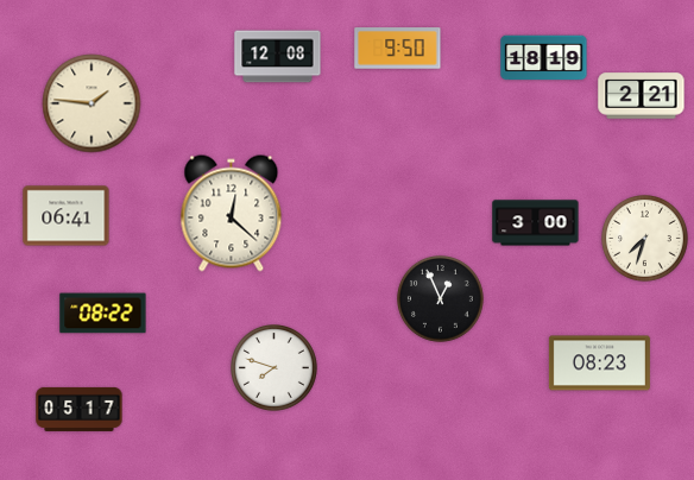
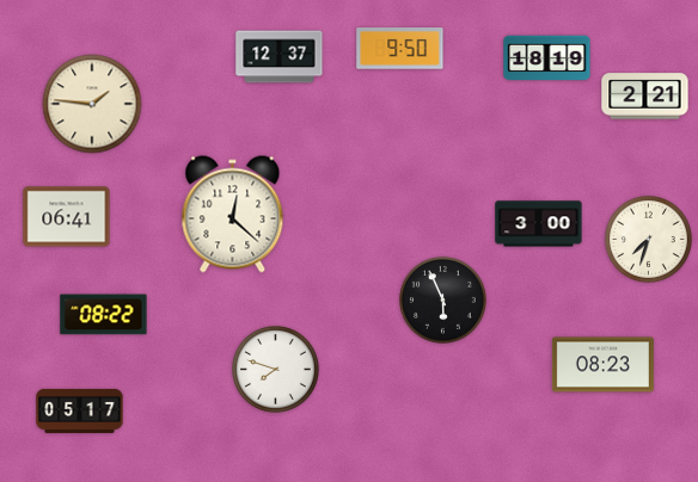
clock at (278, 57): 12:08 -> 12:37
clock at (441, 299): 12:56 -> 5:56
